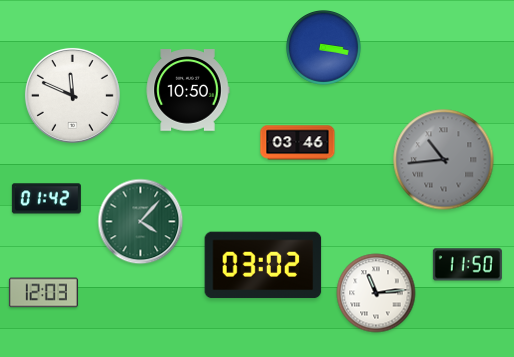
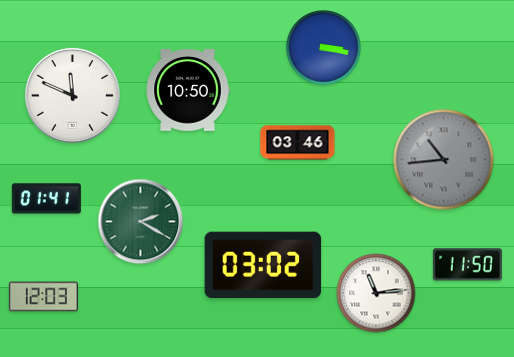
clock at (46, 199): 01:42 -> 01:41
clock at (141, 222): 4:07 -> 2:20
clock at (43, 293) position: (43, 293) -> (43, 297)
